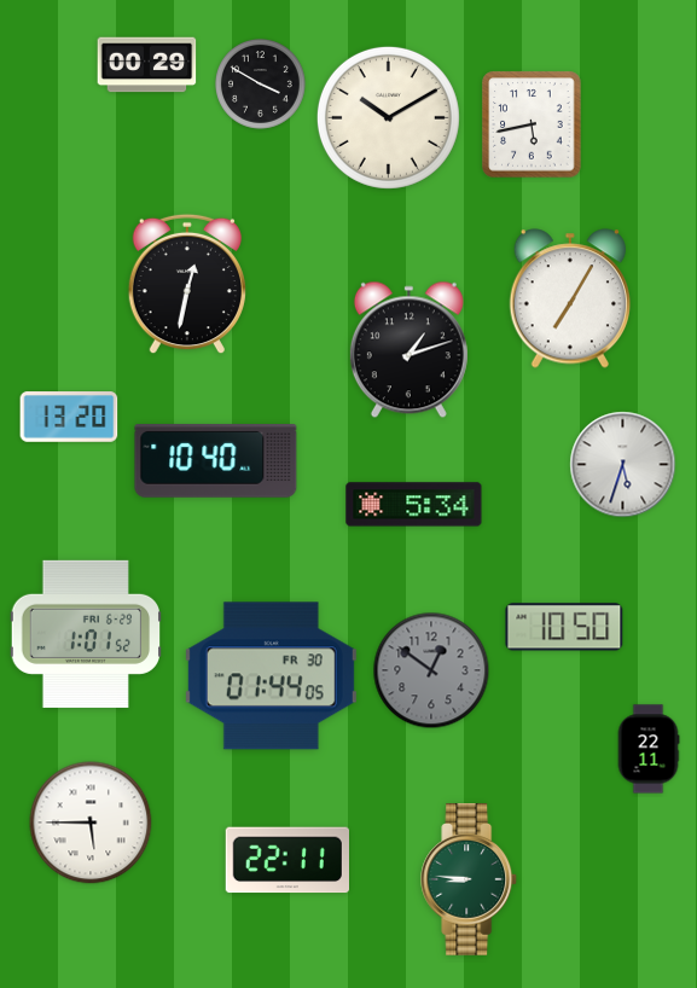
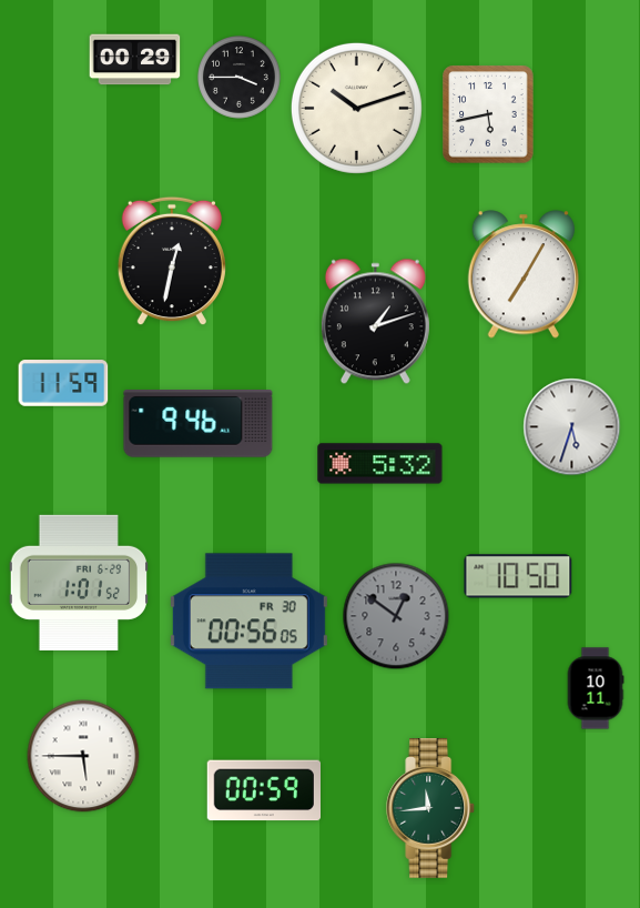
clock at (261, 85): 3:50 -> 3:45
clock at (388, 117): 10:10 -> 10:12
clock at (69, 417): 13:20 -> 11:59
clock at (216, 461): 10:40 -> 9:46
clock at (414, 505): 5:34 -> 5:32
clock at (271, 676): 01:44 -> 00:56
clock at (649, 749): 22:11 -> 10:11
clock at (286, 860): 22:11 -> 00:59
clock at (470, 881): 8:46 -> 11:44
